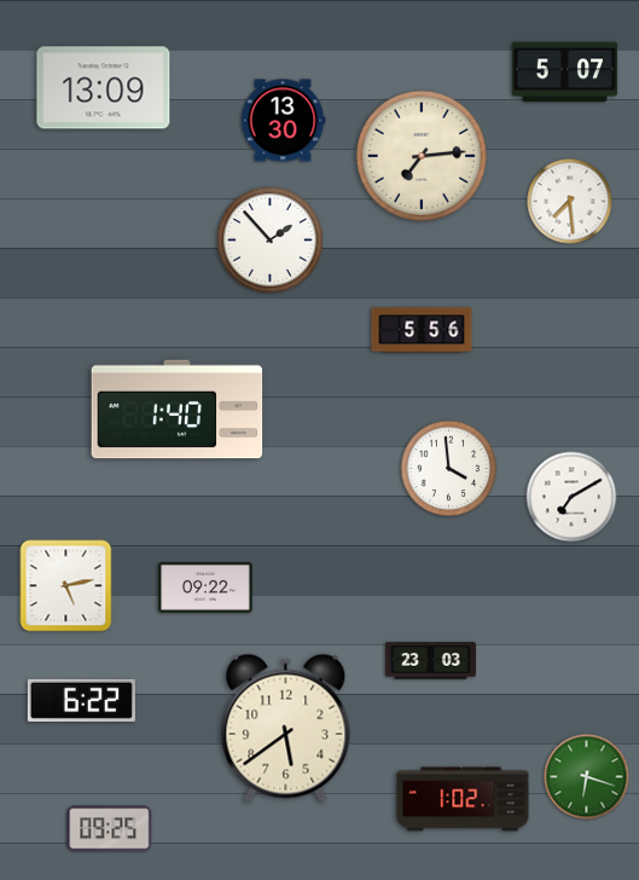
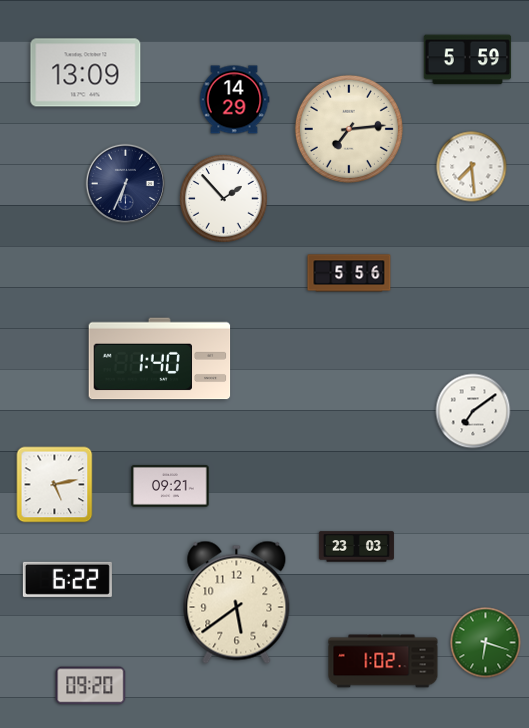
clock at (565, 73): 5:07 -> 5:59
clock at (283, 121): 13:30 -> 14:29
clock at (125, 183): none -> 6:34
clock at (178, 410) position: (178, 410) -> (160, 359)
clock at (449, 469): 3:59 -> none
clock at (571, 497): 7:10 -> 7:09
clock at (205, 587): 09:22 -> 09:21
clock at (110, 829): 09:25 -> 09:20
